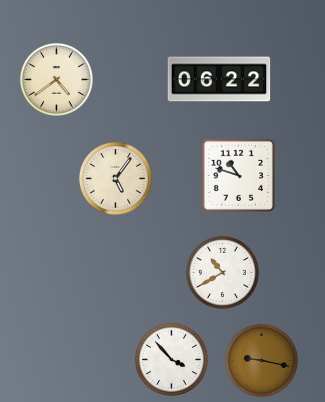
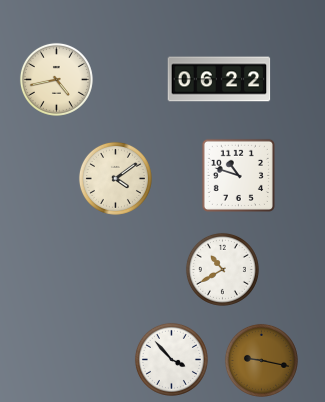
clock at (56, 79): 4:39 -> 4:43
clock at (115, 178): 5:06 -> 4:09
clock at (222, 272) position: (222, 272) -> (222, 269)
